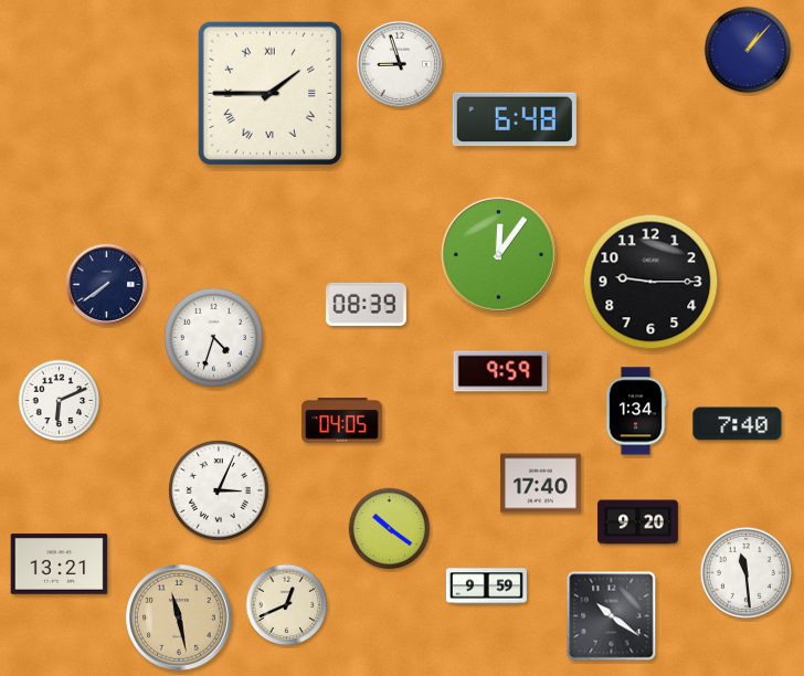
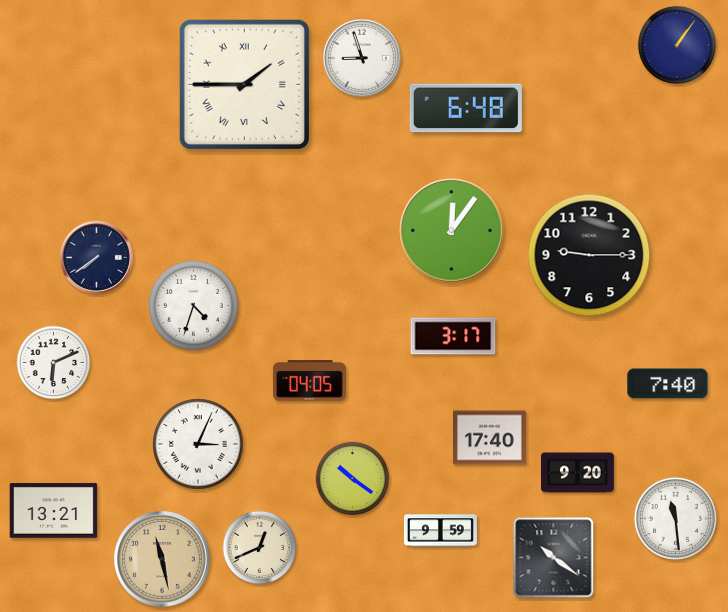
clock at (748, 50): 1:07 -> 1:06
clock at (366, 304): 08:39 -> none
clock at (500, 371): 9:59 -> 3:17
clock at (636, 411): 1:34 -> none
